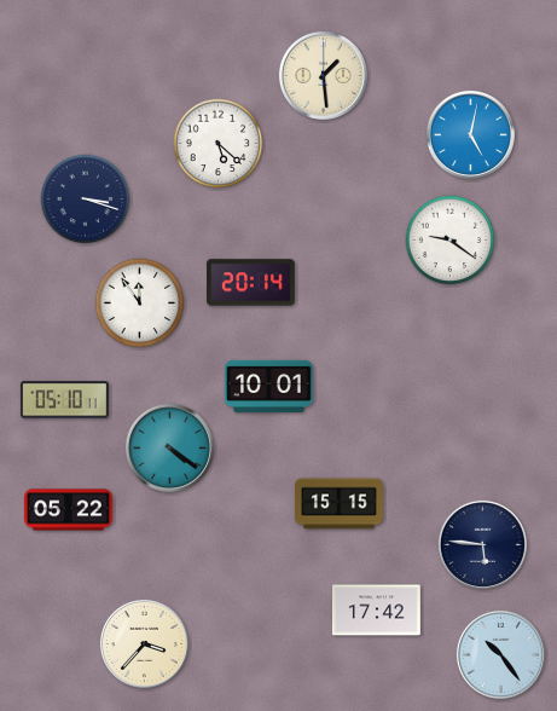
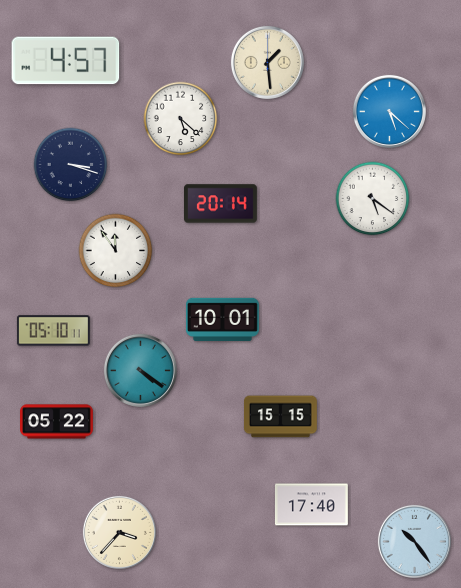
clock at (66, 61): none -> 4:57
clock at (470, 134): 5:02 -> 5:22
clock at (451, 241): 9:21 -> 5:21
clock at (251, 283) position: (251, 283) -> (221, 204)
clock at (482, 544): 5:46 -> none
clock at (376, 611): 17:42 -> 17:40
